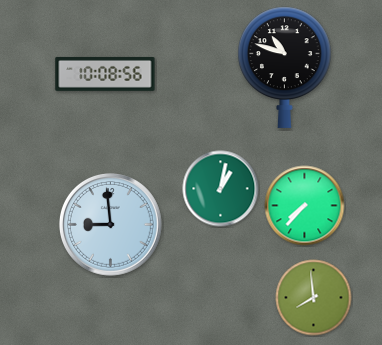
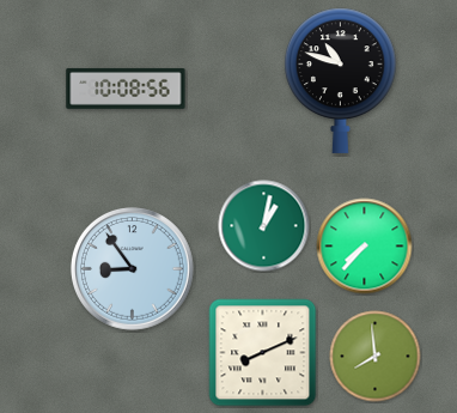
clock at (110, 224): 8:59 -> 8:54
clock at (263, 353): none -> 8:11
